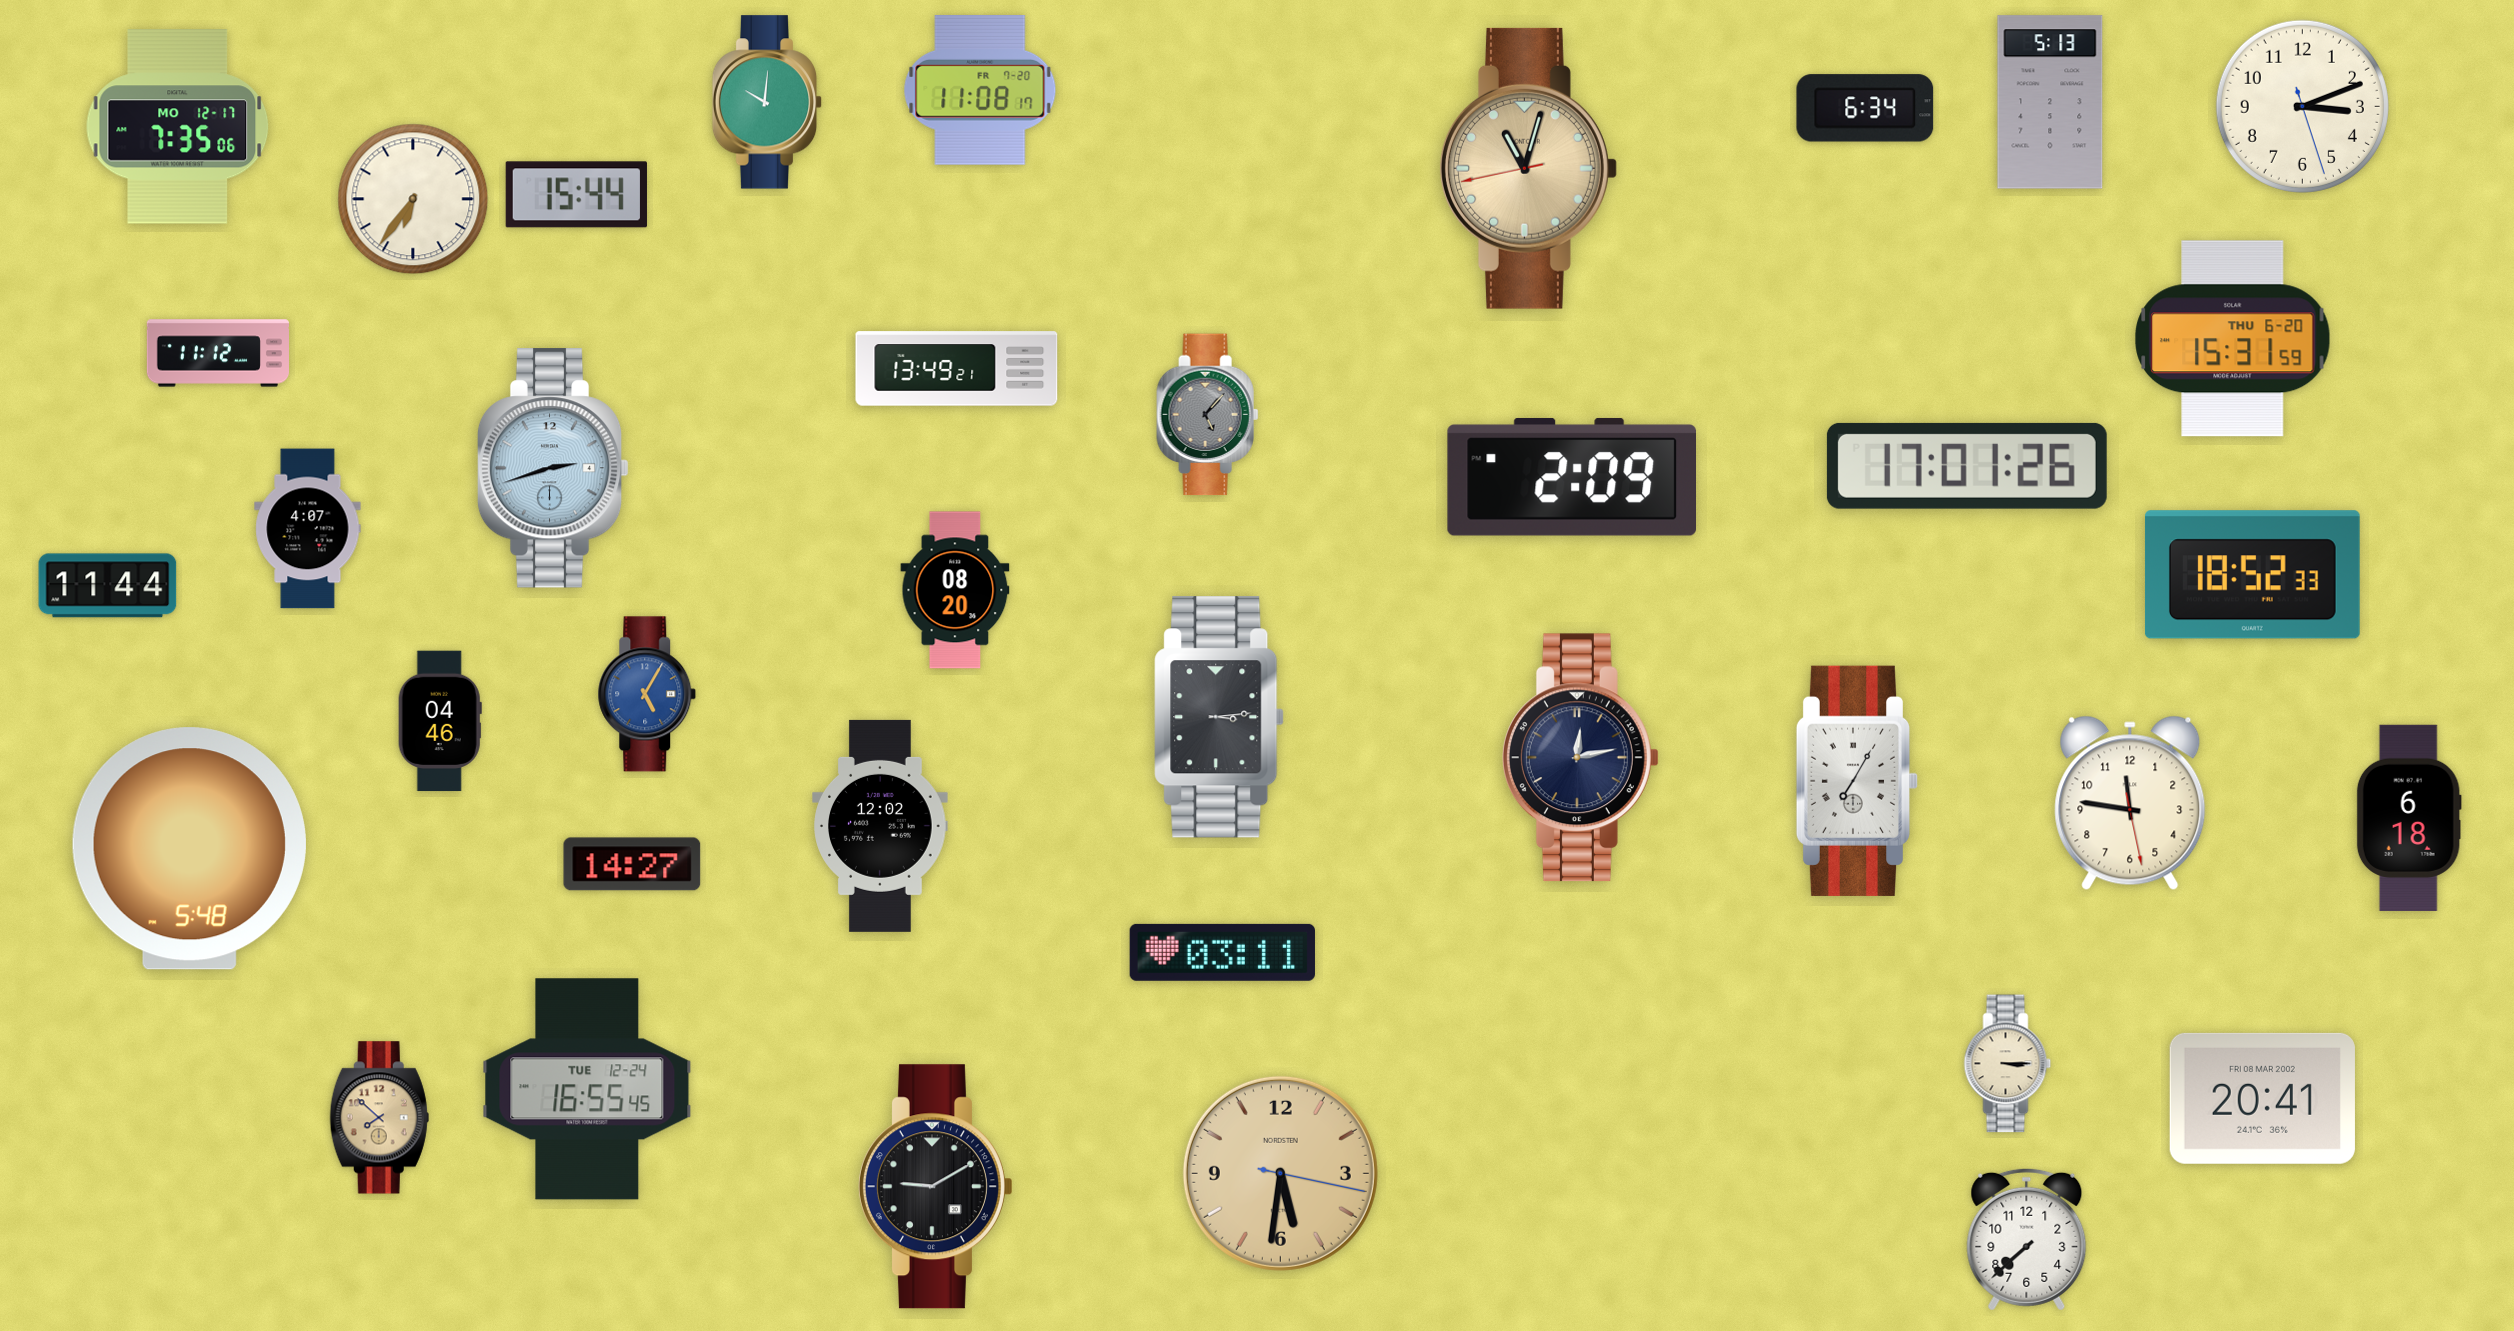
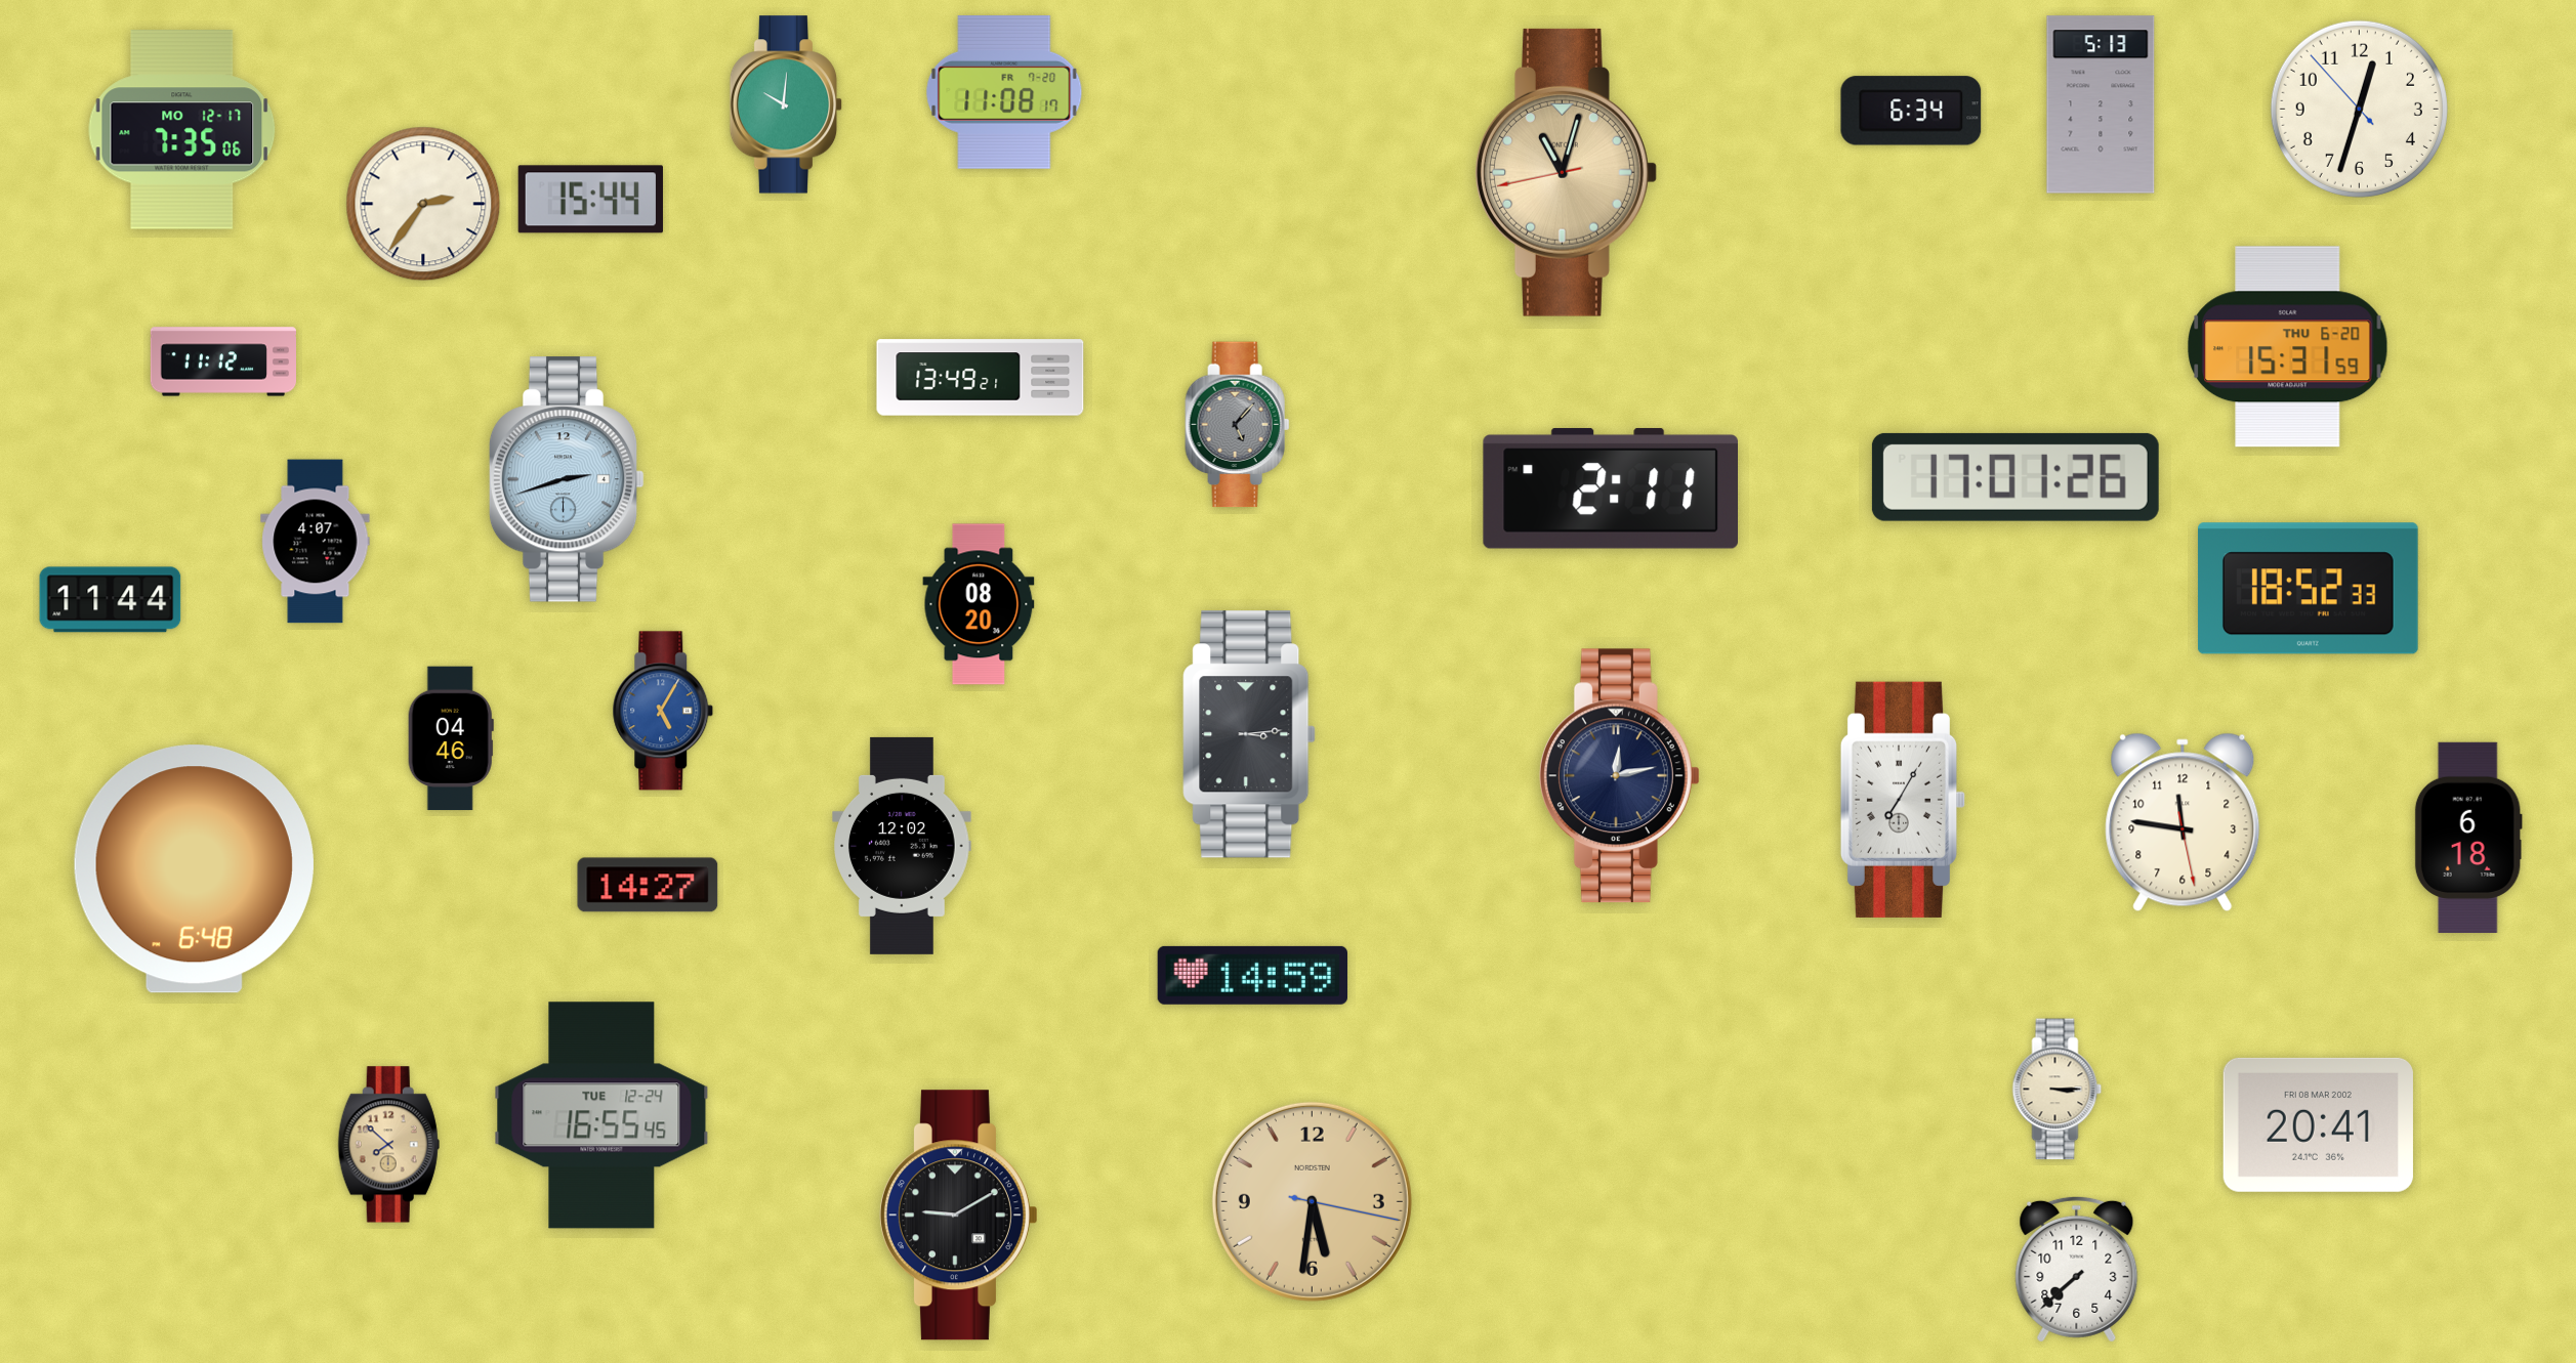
clock at (2302, 106): 3:11 -> 12:32
clock at (413, 199): 6:36 -> 2:36
clock at (1571, 477): 2:09 -> 2:11
clock at (189, 849): 5:48 -> 6:48
clock at (1222, 952): 03:11 -> 14:59
